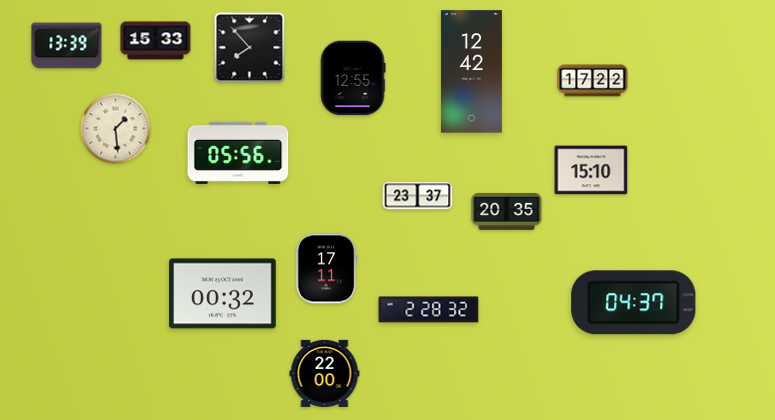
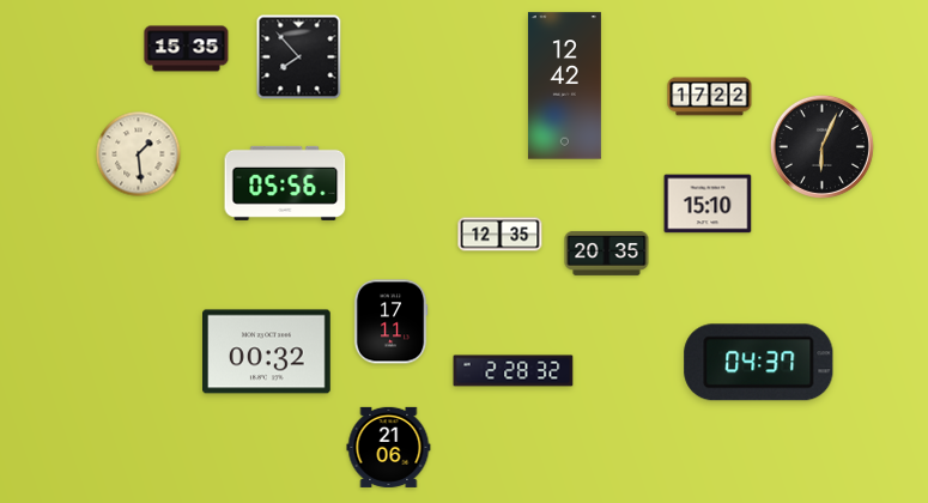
clock at (156, 41): 15:33 -> 15:35
clock at (67, 46): 13:39 -> none
clock at (353, 78): 12:55 -> none
clock at (821, 146): none -> 6:04
clock at (418, 196): 23:37 -> 12:35
clock at (325, 373): 22:00 -> 21:06
